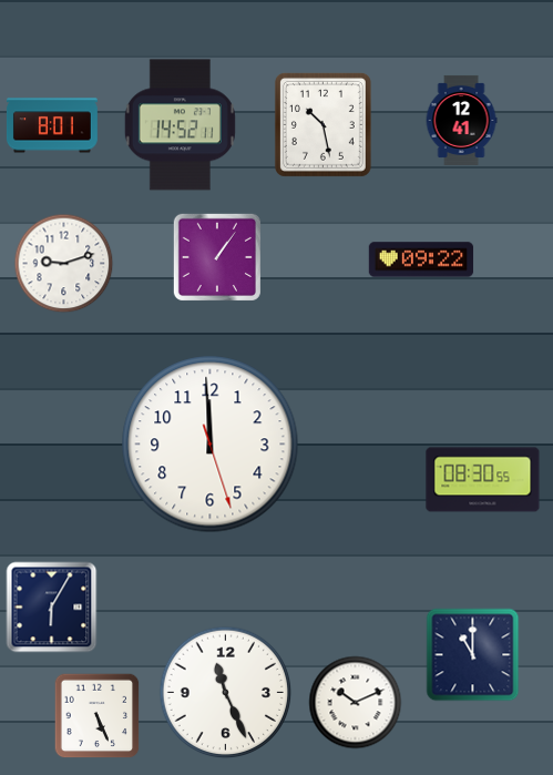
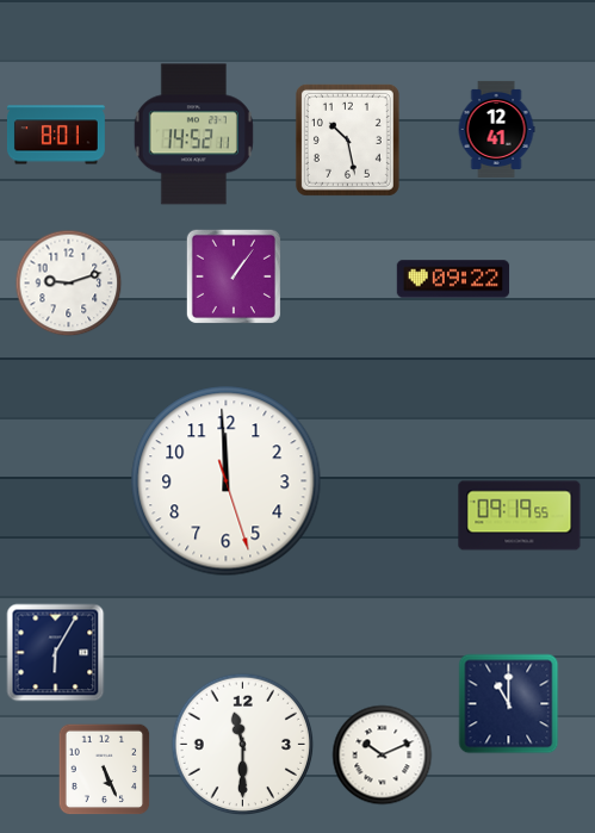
clock at (322, 124) position: (322, 124) -> (347, 139)
clock at (211, 445) position: (211, 445) -> (227, 481)
clock at (483, 480): 08:30 -> 09:19
clock at (226, 693): 11:26 -> 11:30
